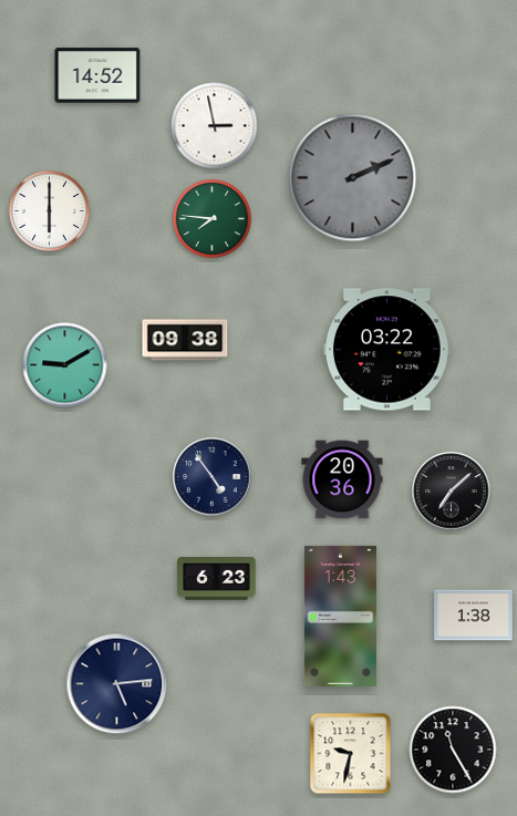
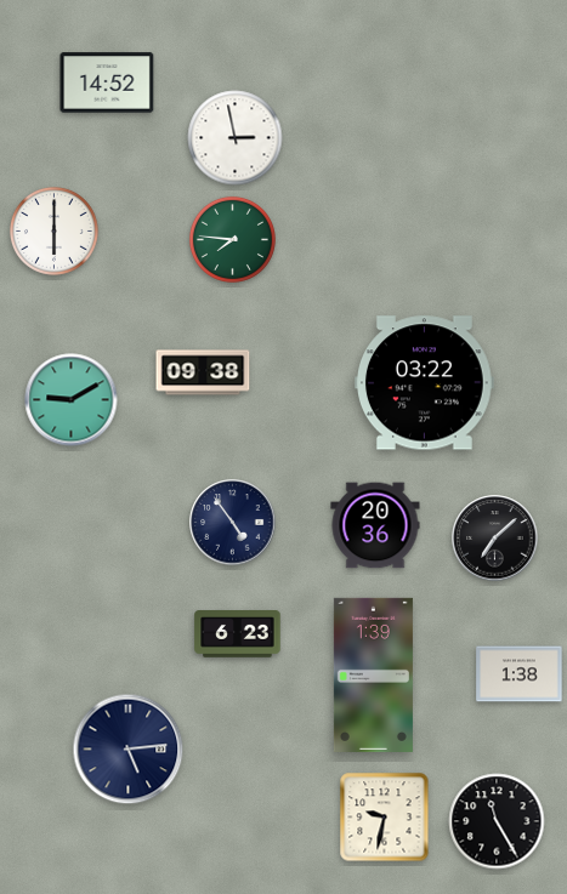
clock at (353, 178): 2:11 -> none
clock at (340, 616): 1:43 -> 1:39
clock at (351, 754) position: (351, 754) -> (385, 818)
